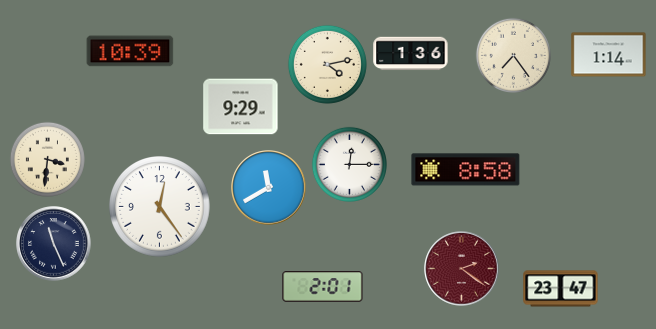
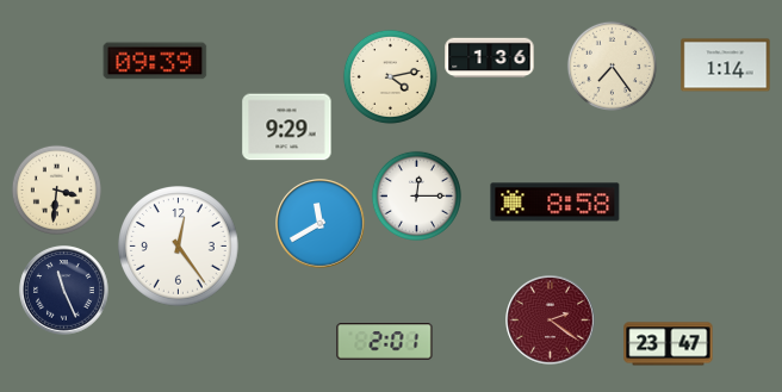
clock at (130, 51): 10:39 -> 09:39
clock at (411, 54) position: (411, 54) -> (490, 58)
clock at (160, 207) position: (160, 207) -> (179, 247)
